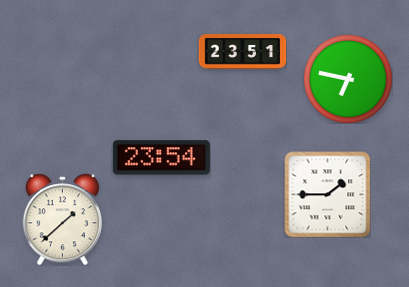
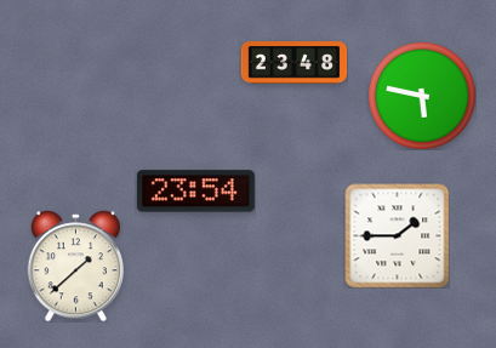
clock at (242, 52): 23:51 -> 23:48
clock at (348, 79): 6:47 -> 5:47
